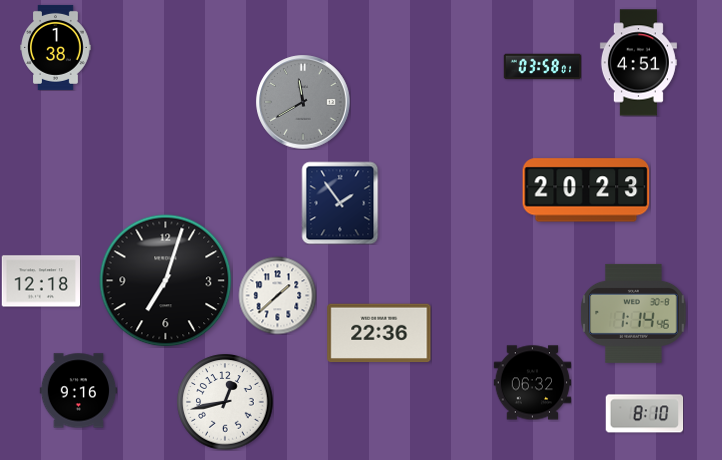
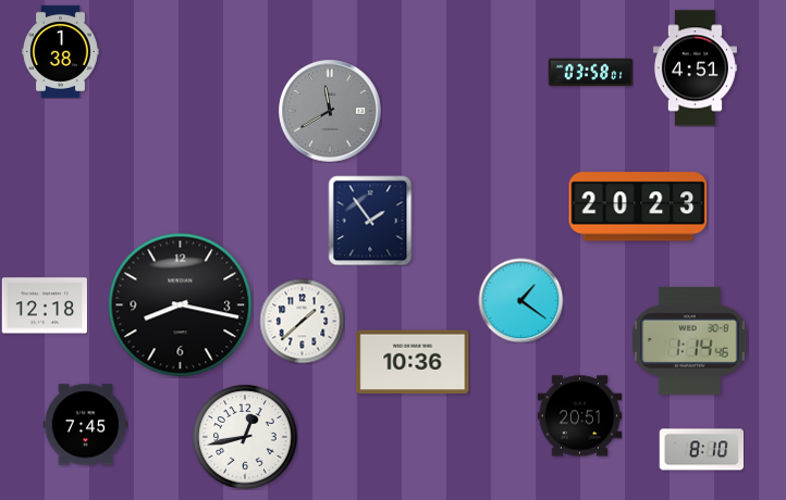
clock at (520, 300): none -> 1:21
clock at (166, 281): 7:03 -> 8:17
clock at (379, 333): 22:36 -> 10:36
clock at (532, 383): 06:32 -> 20:51
clock at (78, 391): 9:16 -> 7:45
